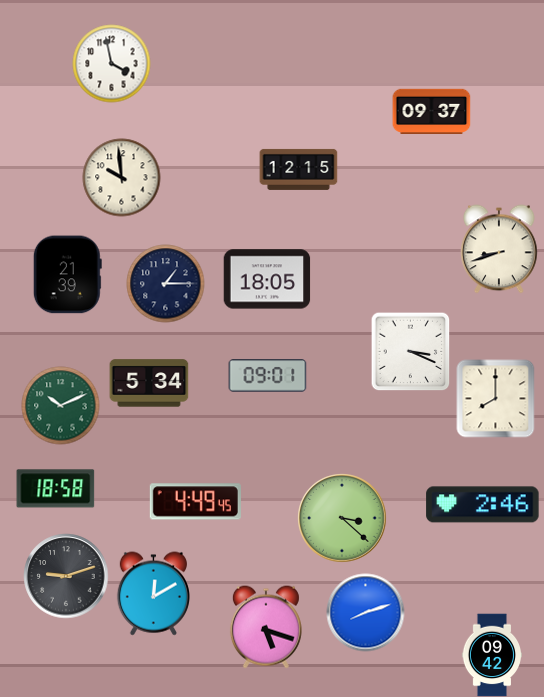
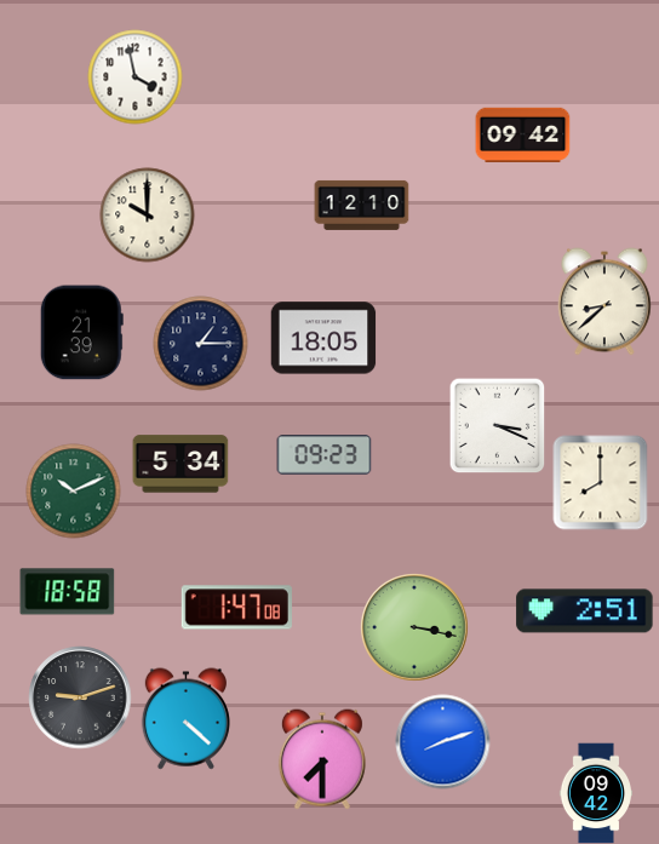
clock at (431, 111): 09:37 -> 09:42
clock at (298, 169): 12:15 -> 12:10
clock at (121, 177): 9:59 -> 10:00
clock at (499, 249): 8:42 -> 8:38
clock at (267, 376): 09:01 -> 09:23
clock at (195, 502): 4:49 -> 1:47
clock at (483, 505): 2:46 -> 2:51
clock at (342, 518): 3:22 -> 3:17
clock at (153, 593): 12:10 -> 4:22
clock at (266, 627): 5:18 -> 7:30
